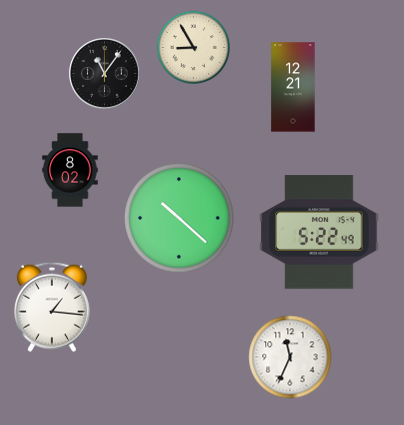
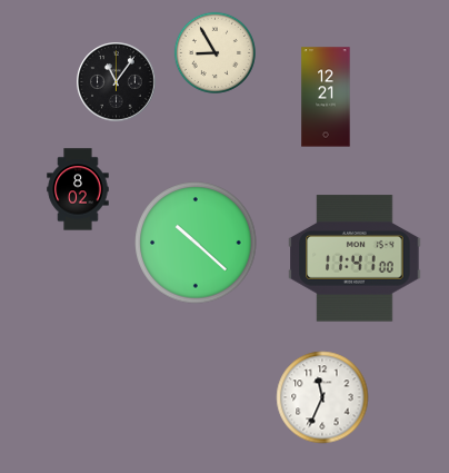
clock at (179, 218) position: (179, 218) -> (196, 243)
clock at (319, 232): 5:22 -> 11:41
clock at (52, 307): 1:16 -> none
